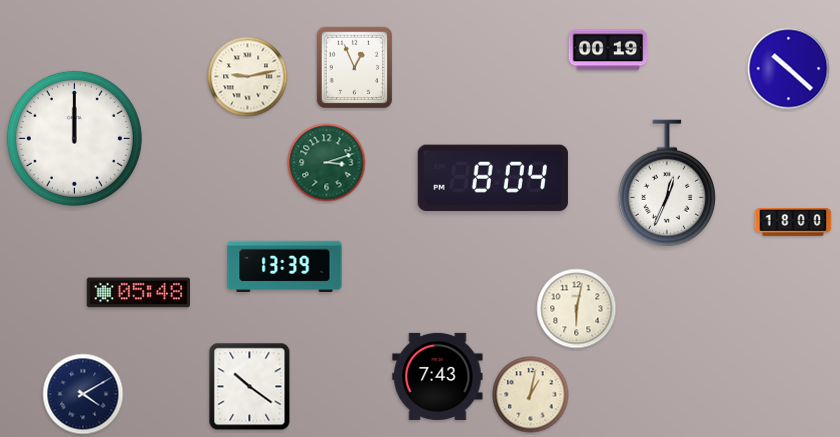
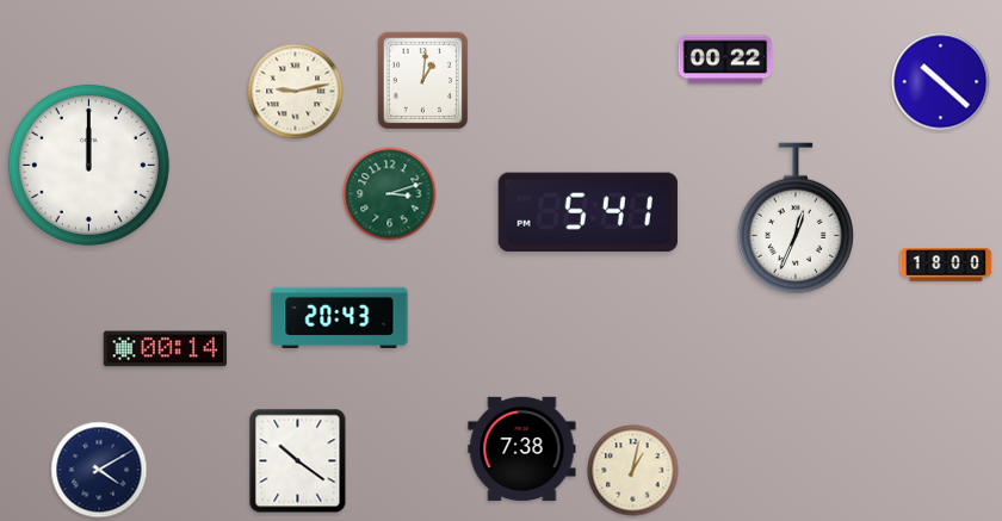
clock at (608, 50): 00:19 -> 00:22
clock at (355, 68): 12:56 -> 1:01
clock at (493, 178): 8:04 -> 5:41
clock at (285, 266): 13:39 -> 20:43
clock at (138, 293): 05:48 -> 00:14
clock at (577, 309): 6:02 -> none
clock at (438, 376): 7:43 -> 7:38
